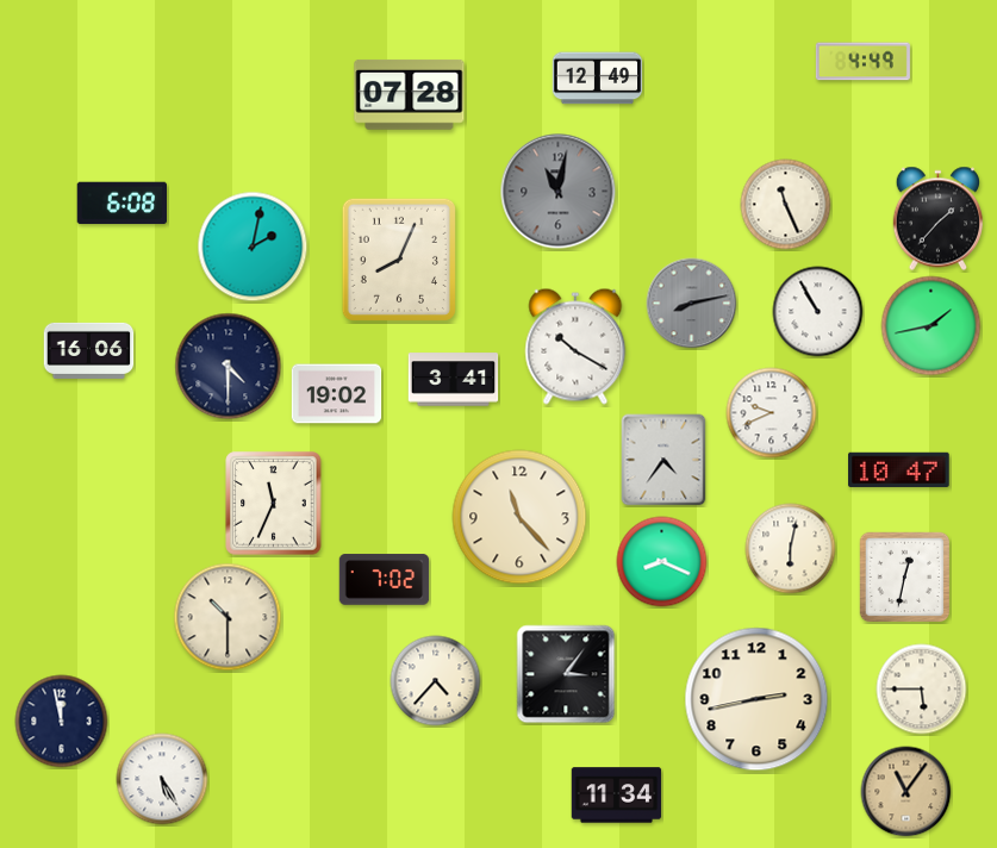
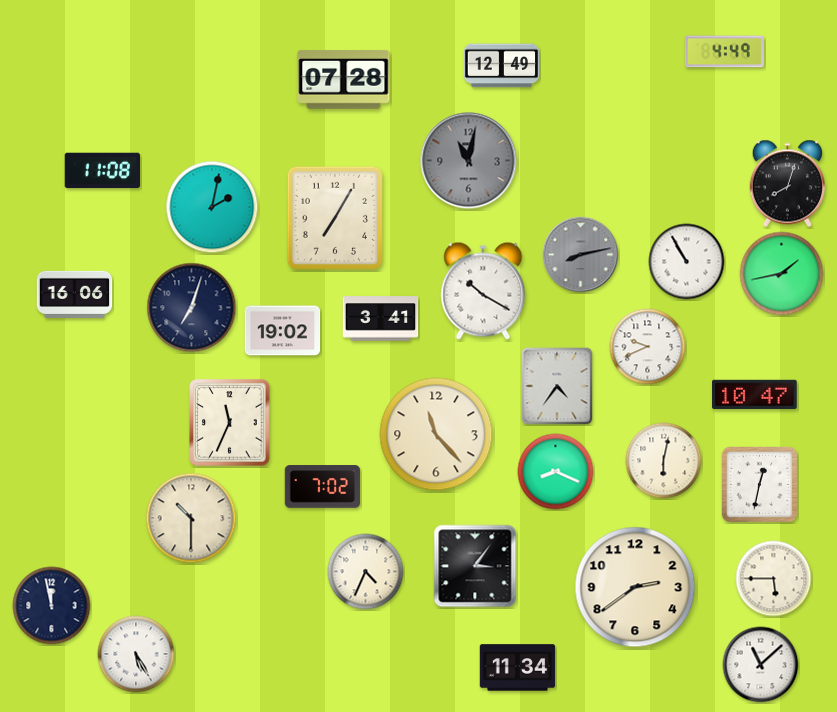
clock at (121, 204): 6:08 -> 11:08
clock at (786, 205): 11:26 -> none
clock at (937, 219): 1:37 -> 8:03
clock at (399, 260): 8:04 -> 7:05
clock at (229, 367): 4:30 -> 7:03
clock at (436, 681): 4:37 -> 4:34
clock at (756, 699): 2:43 -> 2:39
clock at (906, 792): 11:06 -> 11:08
clock at (906, 792) dial: champagne -> white
